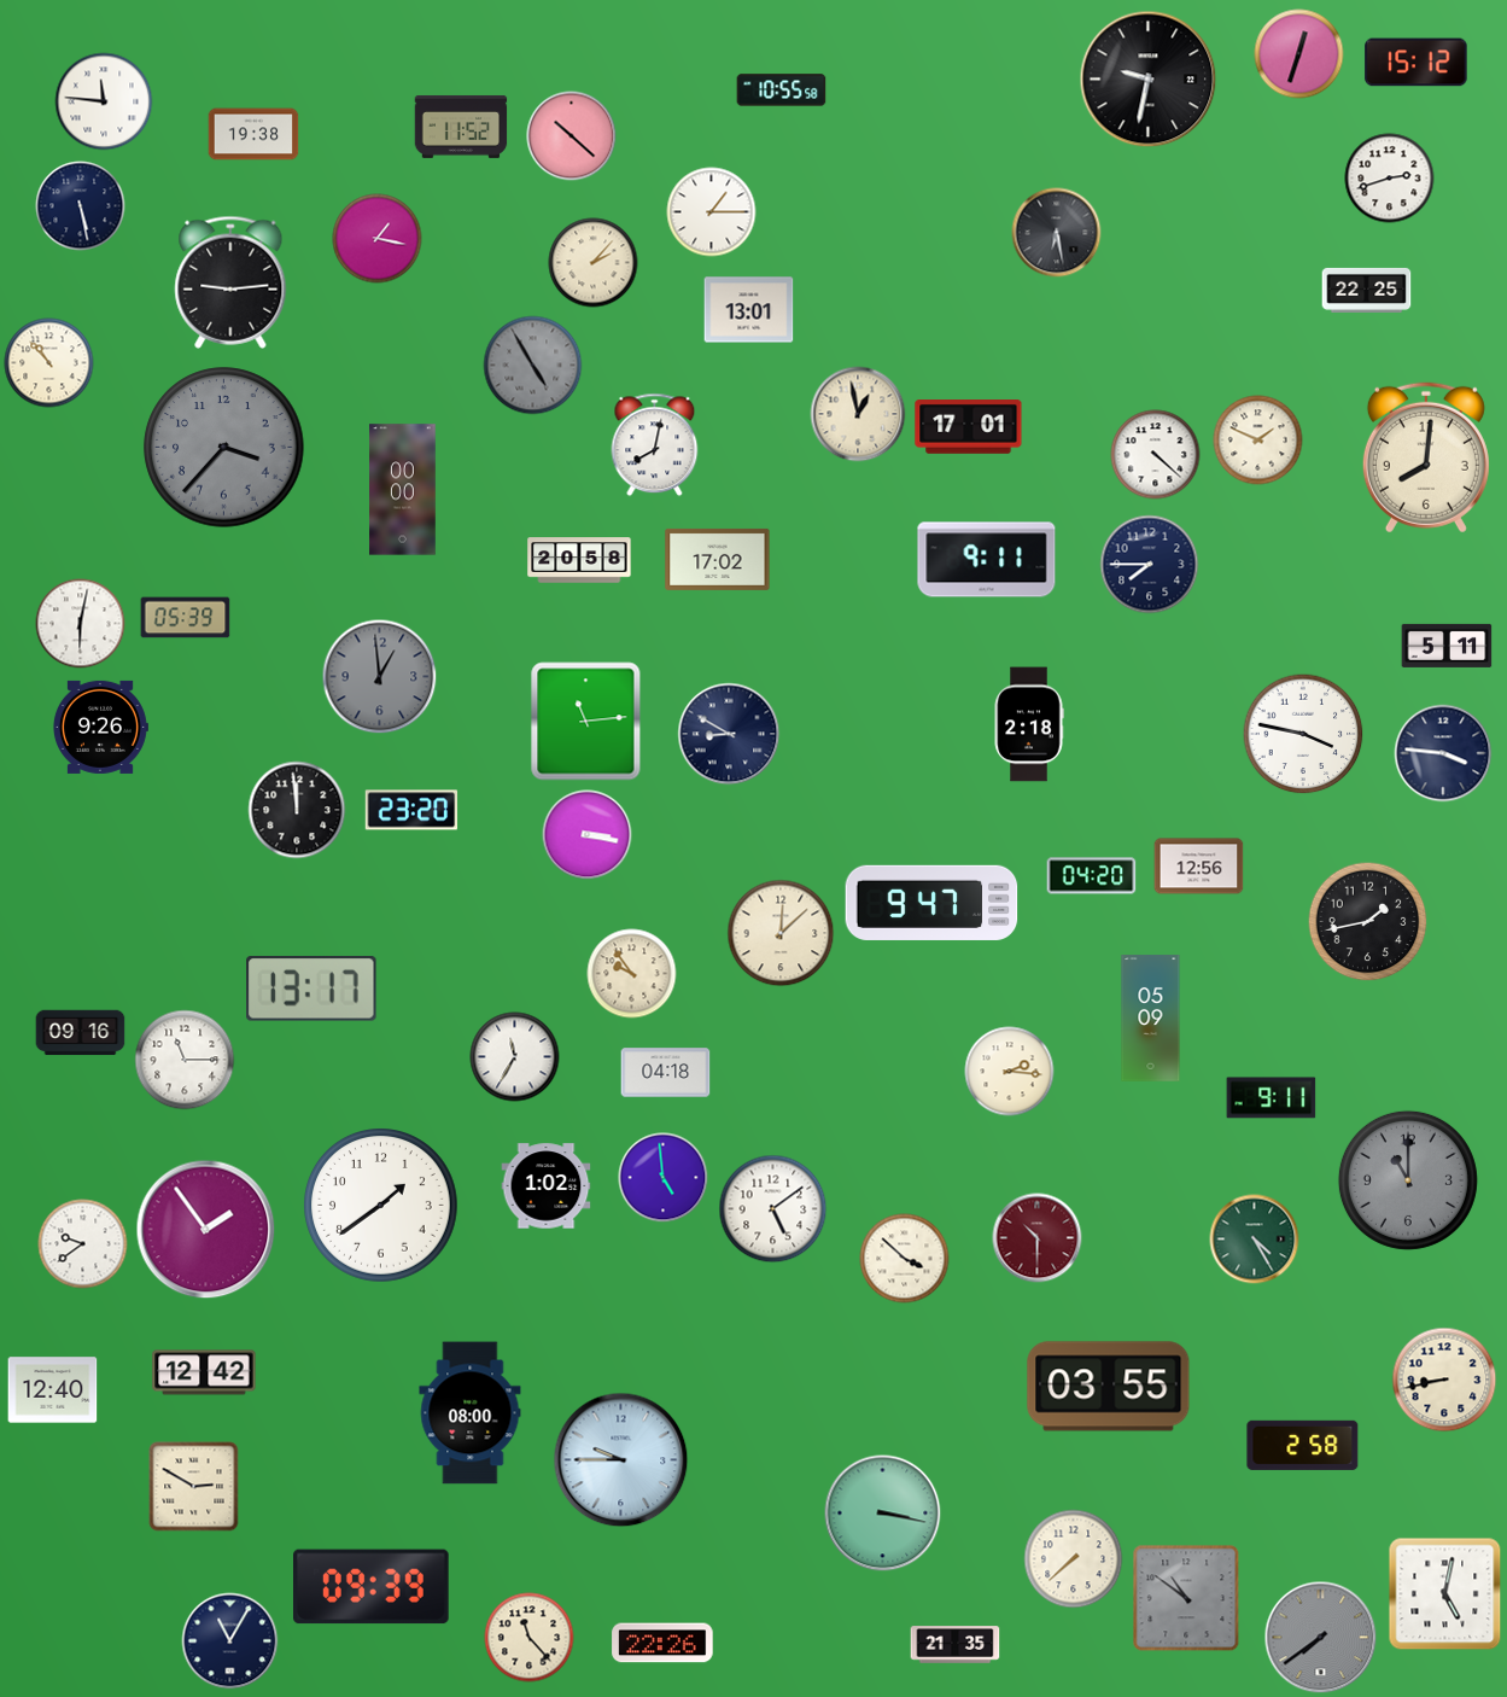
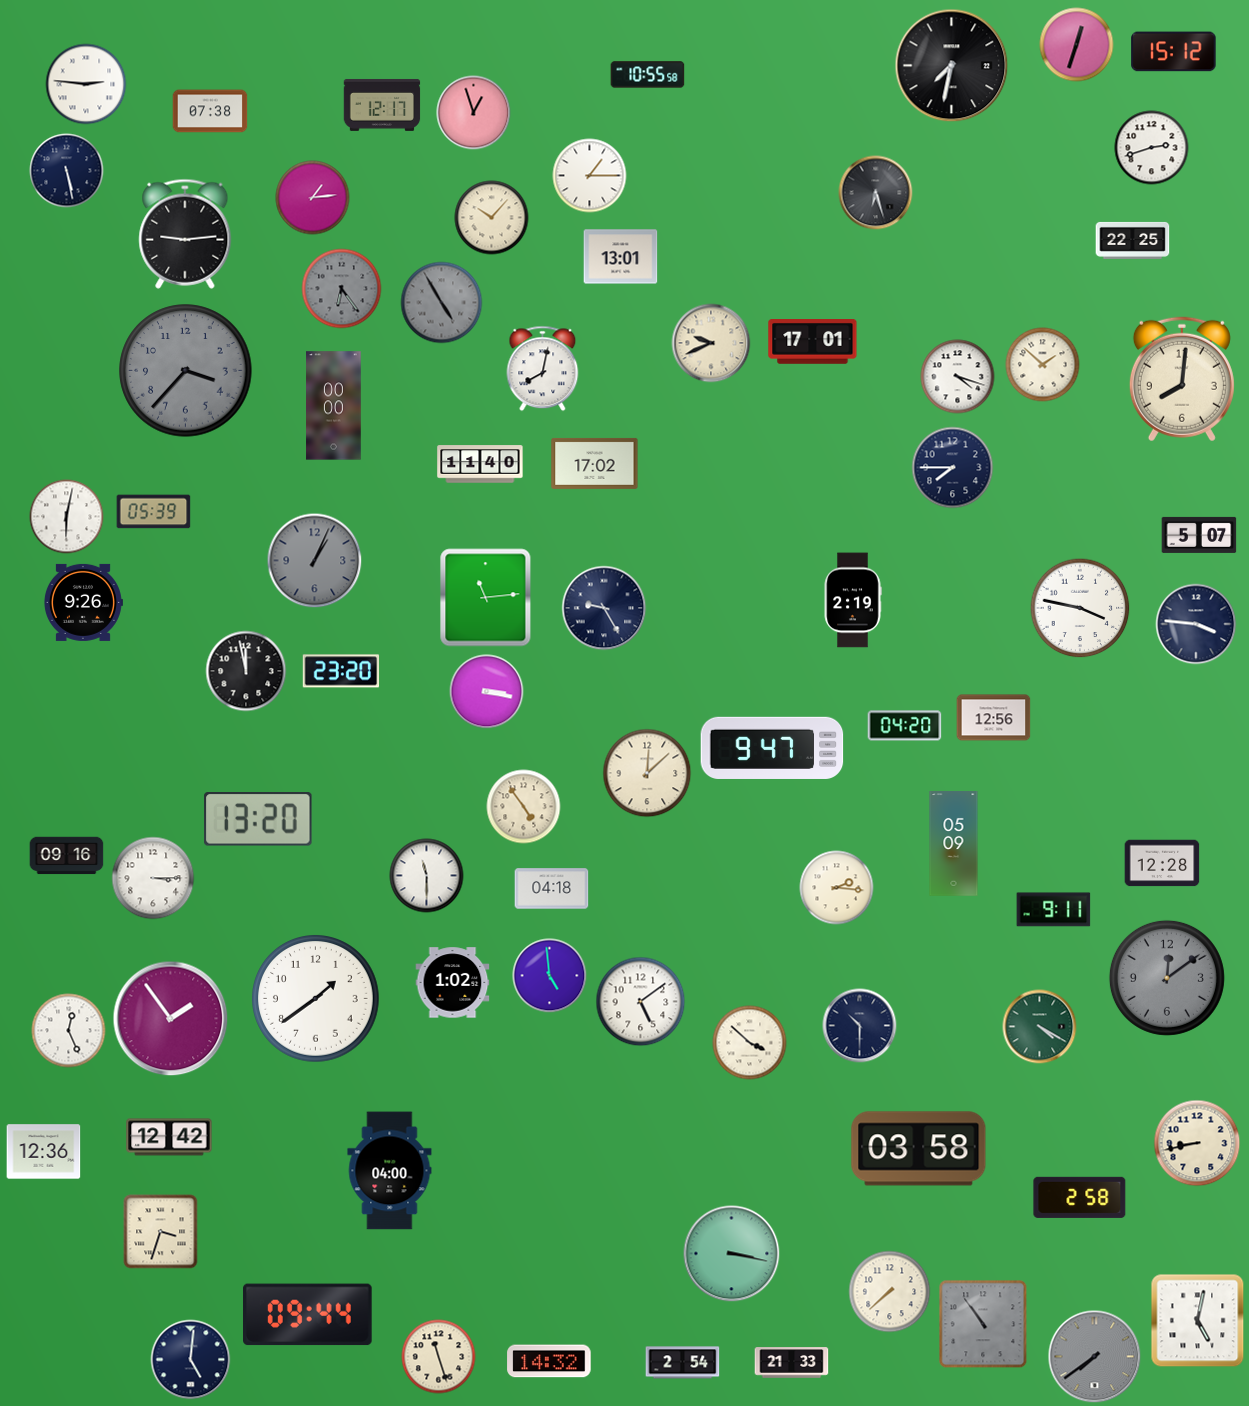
clock at (1149, 80): 9:32 -> 7:32
clock at (104, 101): 11:46 -> 2:46
clock at (461, 127): 11:52 -> 12:17
clock at (253, 134): 19:38 -> 07:38
clock at (572, 136): 10:22 -> 12:57
clock at (1057, 233): 6:28 -> 6:27
clock at (378, 239): 1:17 -> 1:14
clock at (594, 263): 2:07 -> 10:07
clock at (230, 282) position: (230, 282) -> (185, 234)
clock at (342, 289): none -> 6:24
clock at (49, 363): 10:53 -> none
clock at (858, 414): 12:58 -> 9:41
clock at (969, 427) position: (969, 427) -> (813, 342)
clock at (1258, 441): 1:49 -> 1:52
clock at (1156, 455): 4:22 -> 4:18
clock at (579, 560): 20:58 -> 11:40
clock at (987, 560): 9:11 -> none
clock at (1447, 646): 5:11 -> 5:07
clock at (380, 677): 12:59 -> 1:04
clock at (1029, 724): 2:18 -> 2:19
clock at (729, 734): 8:50 -> 9:25
clock at (297, 810): 11:59 -> 11:58
clock at (1368, 922): 1:43 -> none
clock at (632, 974): 9:54 -> 4:54
clock at (311, 989): 13:17 -> 13:20
clock at (1162, 863): none -> 12:28
clock at (515, 1057): 11:35 -> 11:30
clock at (185, 1060): 11:15 -> 3:15
clock at (1408, 1180): 11:00 -> 12:09
clock at (1038, 1238) dial: burgundy -> navy
clock at (1255, 1240): 4:25 -> 4:20
clock at (83, 1244): 9:39 -> 12:26
clock at (1109, 1387): 03:55 -> 03:58
clock at (53, 1390): 12:40 -> 12:36
clock at (471, 1413): 08:00 -> 04:00
clock at (621, 1460): 9:45 -> none
clock at (194, 1487): 2:50 -> 3:33
clock at (372, 1587): 09:39 -> 09:44
clock at (1186, 1598): 10:51 -> 10:54
clock at (530, 1638): 11:23 -> 11:27
clock at (230, 1641): 11:05 -> 5:01
clock at (662, 1643): 22:26 -> 14:32
clock at (683, 1363): none -> 2:54
clock at (956, 1645): 21:35 -> 21:33
